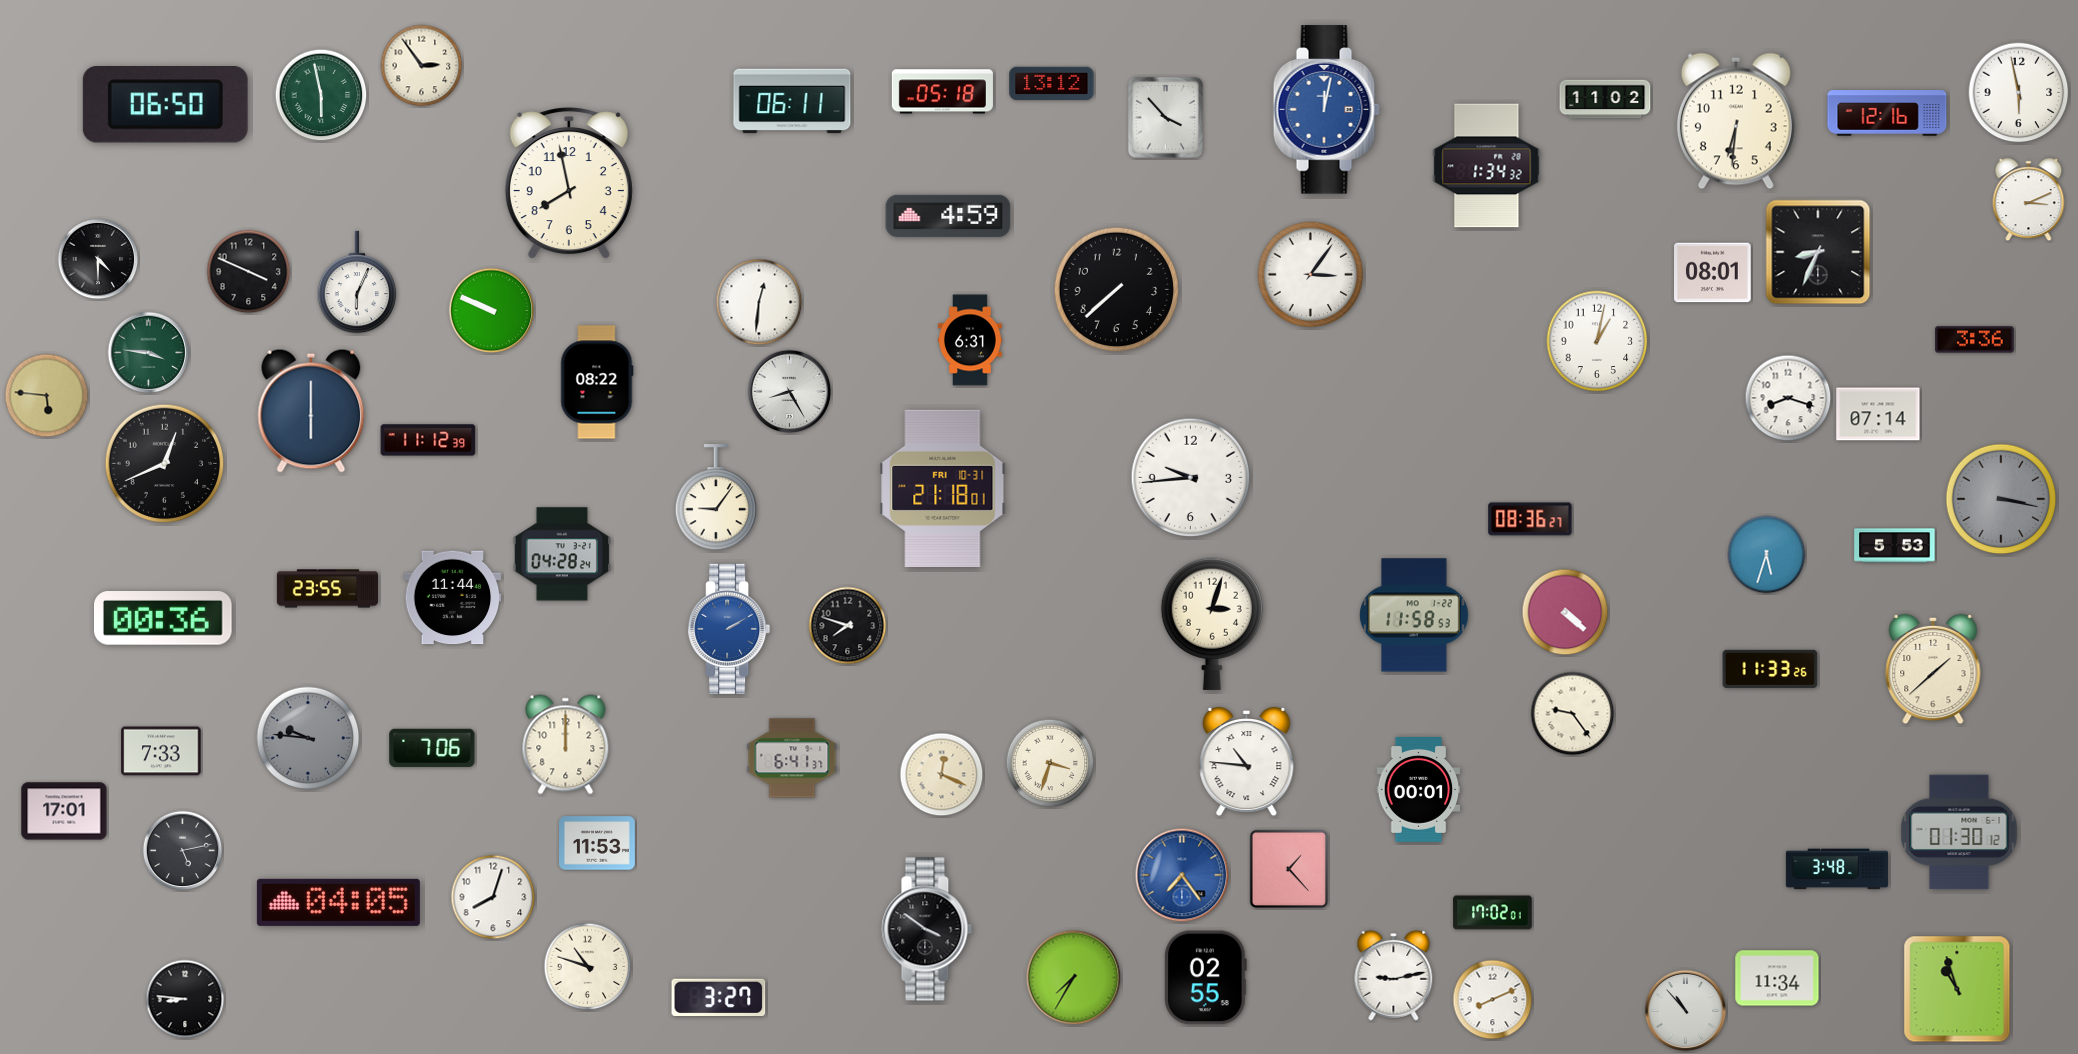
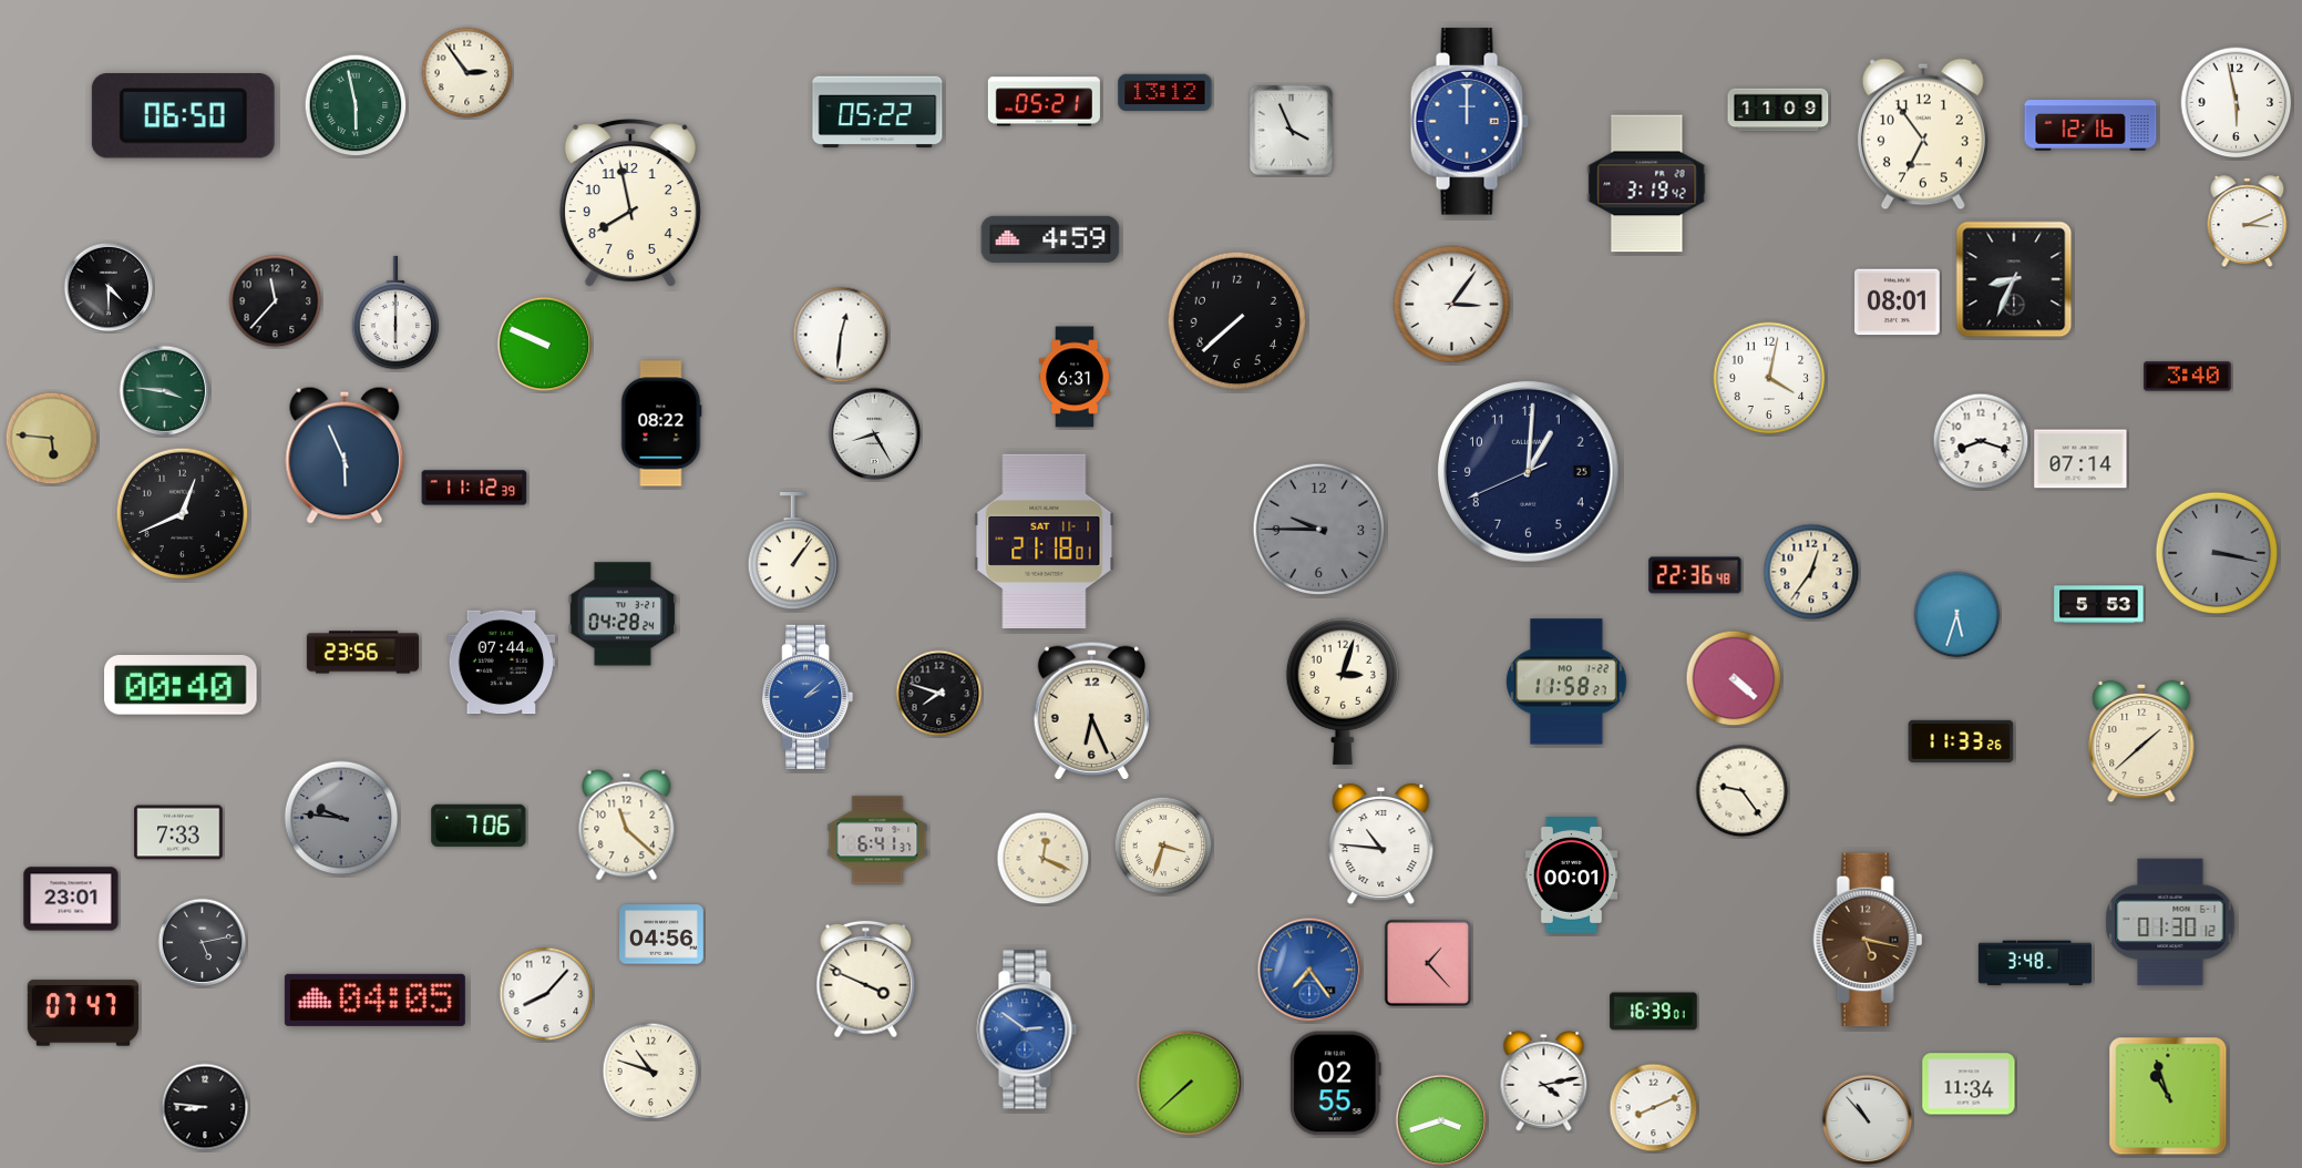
clock at (942, 92): 05:18 -> 05:21
clock at (1605, 99): 11:02 -> 11:09
clock at (792, 101): 06:11 -> 05:22
clock at (1326, 110): 12:02 -> 12:00
clock at (1165, 117): 3:53 -> 3:56
clock at (1736, 121): 6:31 -> 6:54
clock at (1487, 166): 1:34 -> 3:19
clock at (249, 272): 3:49 -> 11:37
clock at (357, 282): 6:04 -> 6:00
clock at (1975, 340): 3:36 -> 3:40
clock at (1597, 341): 1:02 -> 4:02
clock at (311, 411): 6:00 -> 5:56
clock at (1528, 471): none -> 1:00
clock at (1191, 478): 9:44 -> 9:45
clock at (1191, 478) dial: white -> grey
clock at (943, 488) date: FRI 10-31 -> SAT 11-1
clock at (716, 498): 9:06 -> 1:06
clock at (1811, 572): none -> 12:36
clock at (1530, 519): 08:36 -> 22:36
clock at (327, 589): 23:55 -> 23:56
clock at (453, 598): 11:44 -> 07:44
clock at (1414, 615): 11:58:53 -> 11:58:27
clock at (164, 619): 00:36 -> 00:40
clock at (729, 629): 2:10 -> 2:08
clock at (1091, 710): none -> 6:26
clock at (566, 745): 12:00 -> 11:22
clock at (432, 748) position: (432, 748) -> (479, 826)
clock at (64, 811): 17:01 -> 23:01
clock at (598, 843): 11:53 -> 04:56
clock at (1868, 940): none -> 5:17
clock at (866, 980): none -> 3:49
clock at (493, 897): 8:03 -> 8:07
clock at (1493, 913): 17:02 -> 16:39
clock at (83, 1013): none -> 07:47
clock at (927, 929): 3:51 -> 2:51
clock at (927, 929) dial: black -> blue
clock at (1394, 975): 9:13 -> 4:13
clock at (1074, 978): 7:35 -> 7:38
clock at (719, 997): 3:27 -> none
clock at (1441, 1120): none -> 3:42
